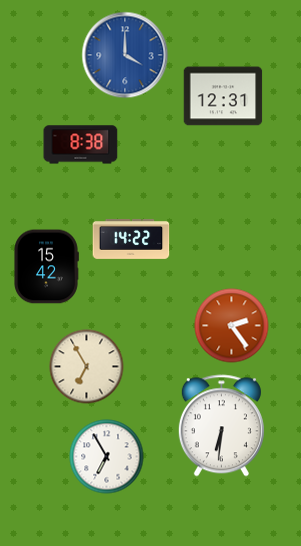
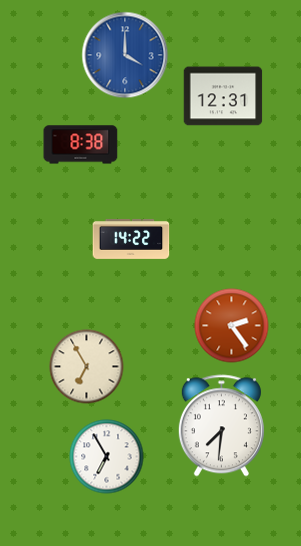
clock at (46, 267): 15:42 -> none
clock at (221, 426): 6:31 -> 7:31
